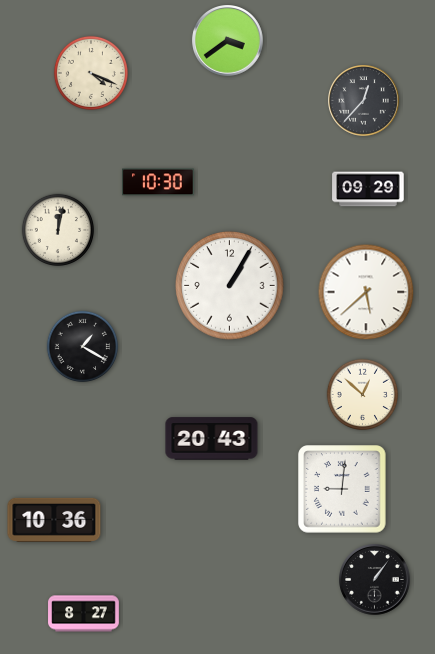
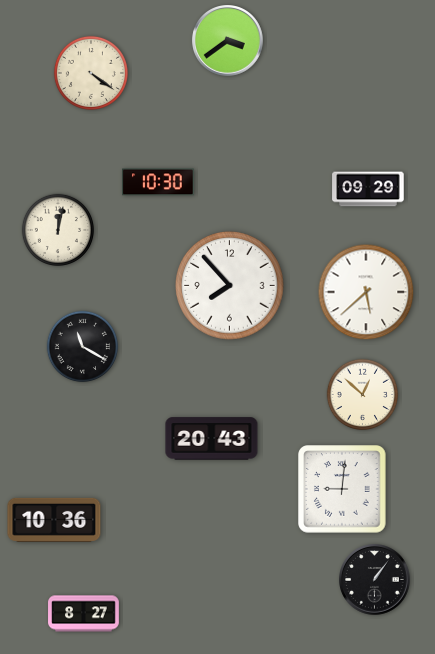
clock at (91, 73): 4:19 -> 4:21
clock at (364, 101): 12:37 -> none
clock at (230, 286): 1:05 -> 7:53
clock at (83, 347): 1:20 -> 11:20
